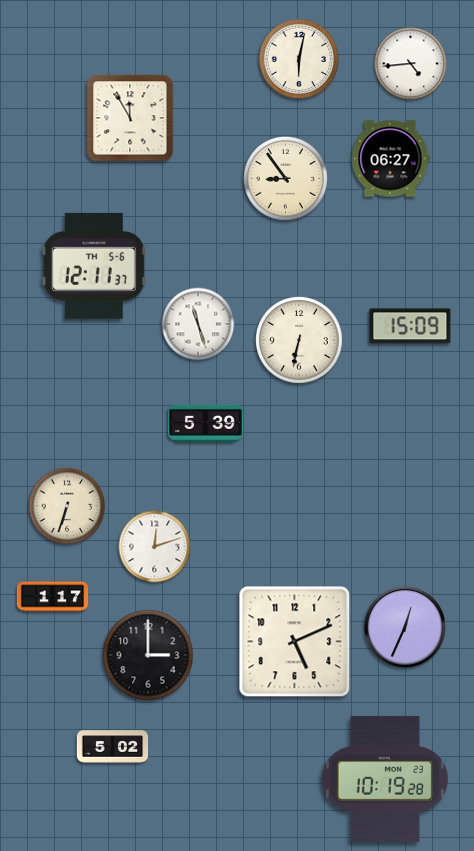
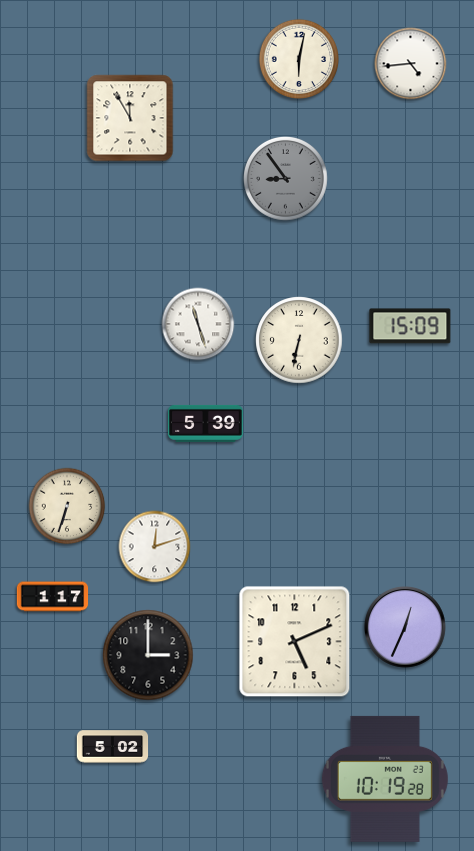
clock at (390, 159): 06:27 -> none
clock at (285, 178) dial: cream -> grey
clock at (94, 266): 12:11 -> none
